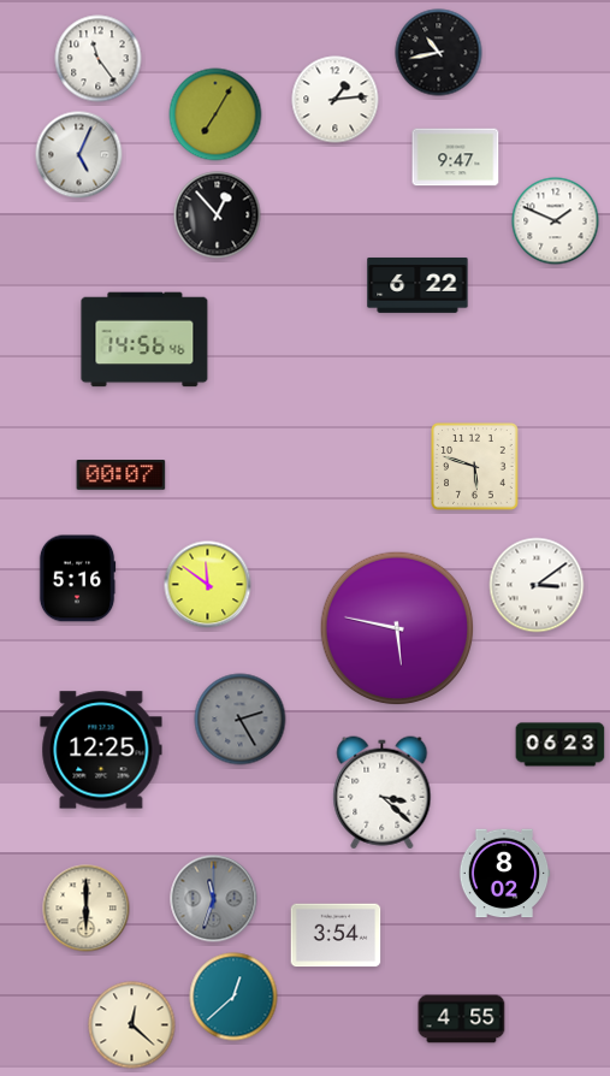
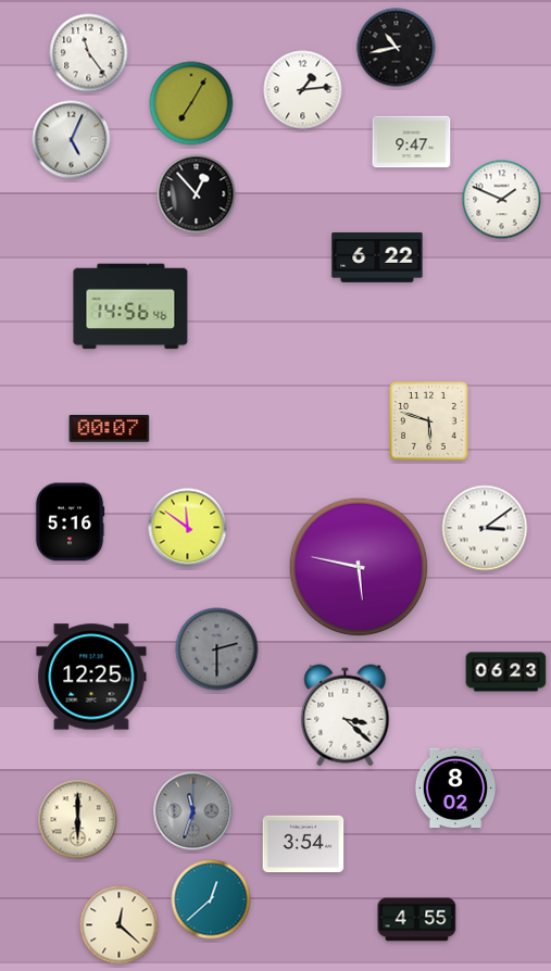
clock at (215, 114) position: (215, 114) -> (191, 103)
clock at (241, 720): 2:25 -> 2:30
